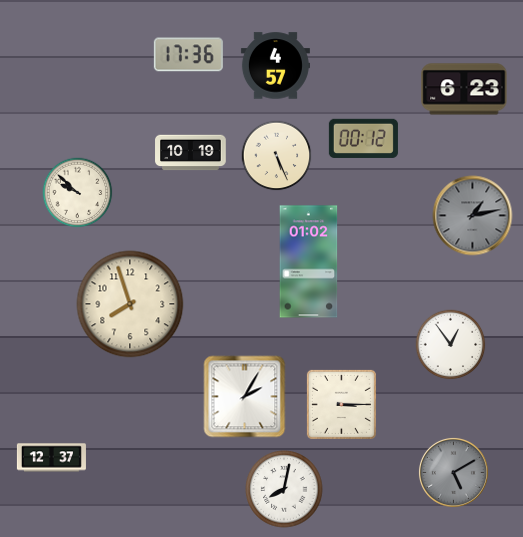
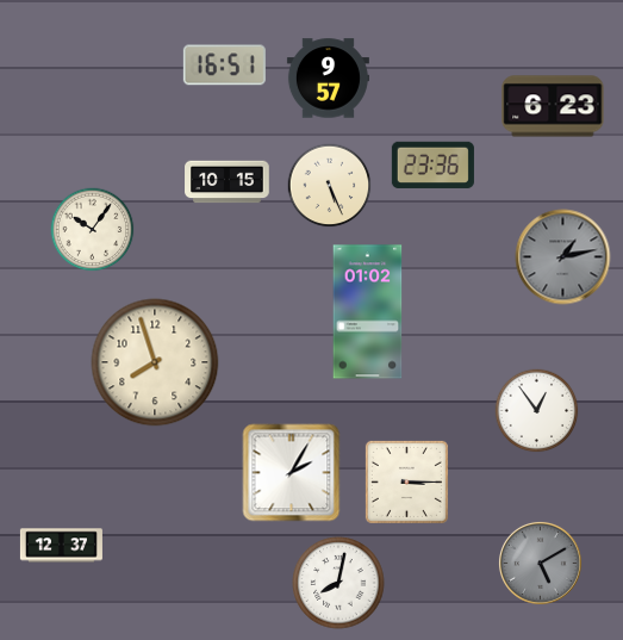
clock at (188, 55): 17:36 -> 16:51
clock at (275, 66): 4:57 -> 9:57
clock at (363, 138): 00:12 -> 23:36
clock at (191, 153): 10:19 -> 10:15
clock at (78, 193): 9:52 -> 10:06
